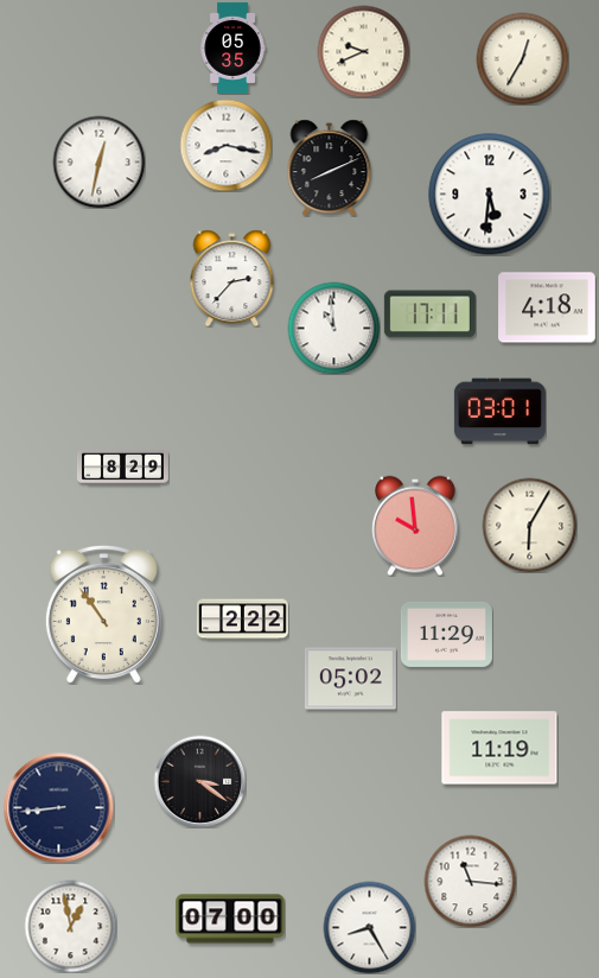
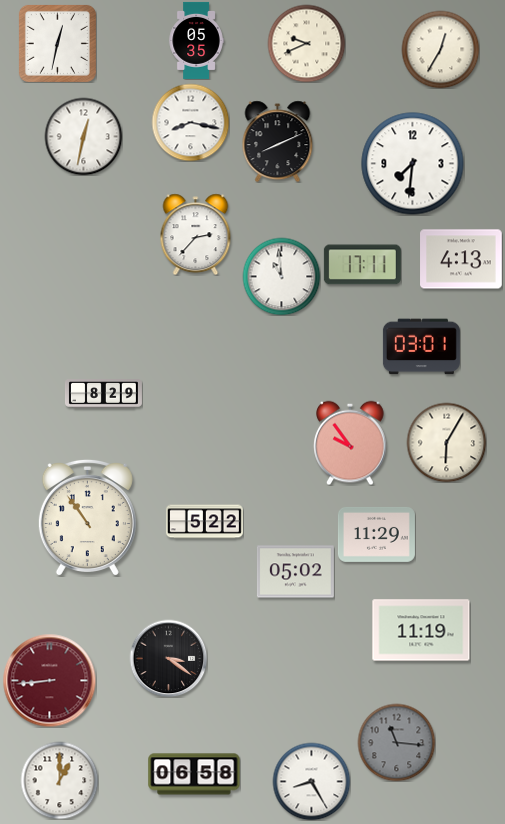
clock at (57, 43): none -> 12:32
clock at (490, 195): 5:31 -> 7:31
clock at (547, 307): 4:18 -> 4:13
clock at (415, 526): 9:59 -> 9:54
clock at (242, 620): 2:22 -> 5:22
clock at (58, 807) dial: navy -> burgundy
clock at (470, 881) dial: white -> grey
clock at (230, 919): 07:00 -> 06:58
clock at (70, 926): 12:58 -> 1:00
